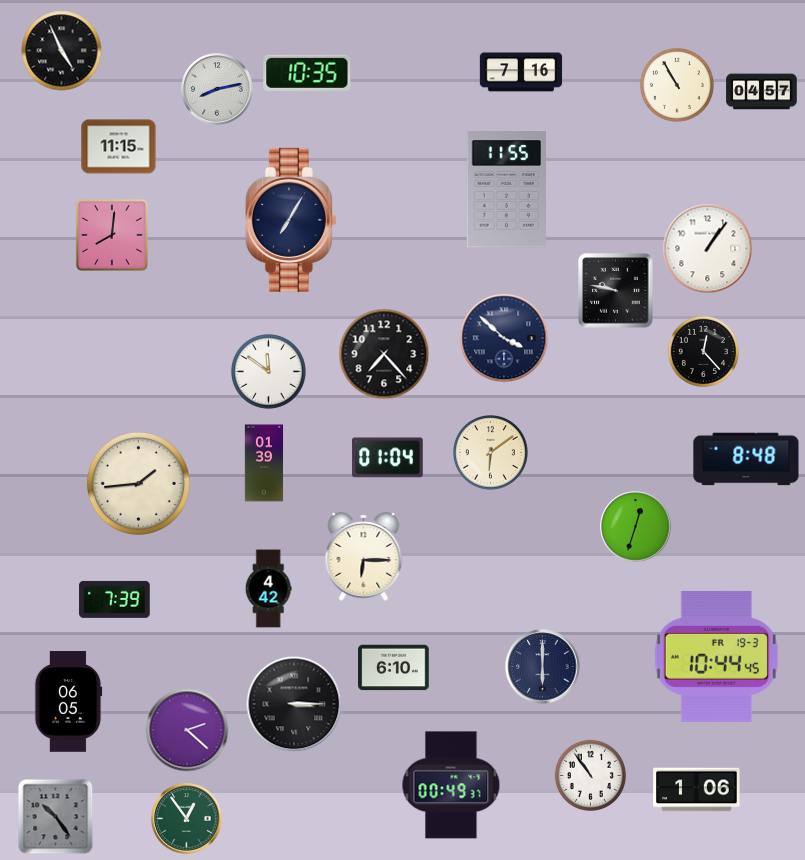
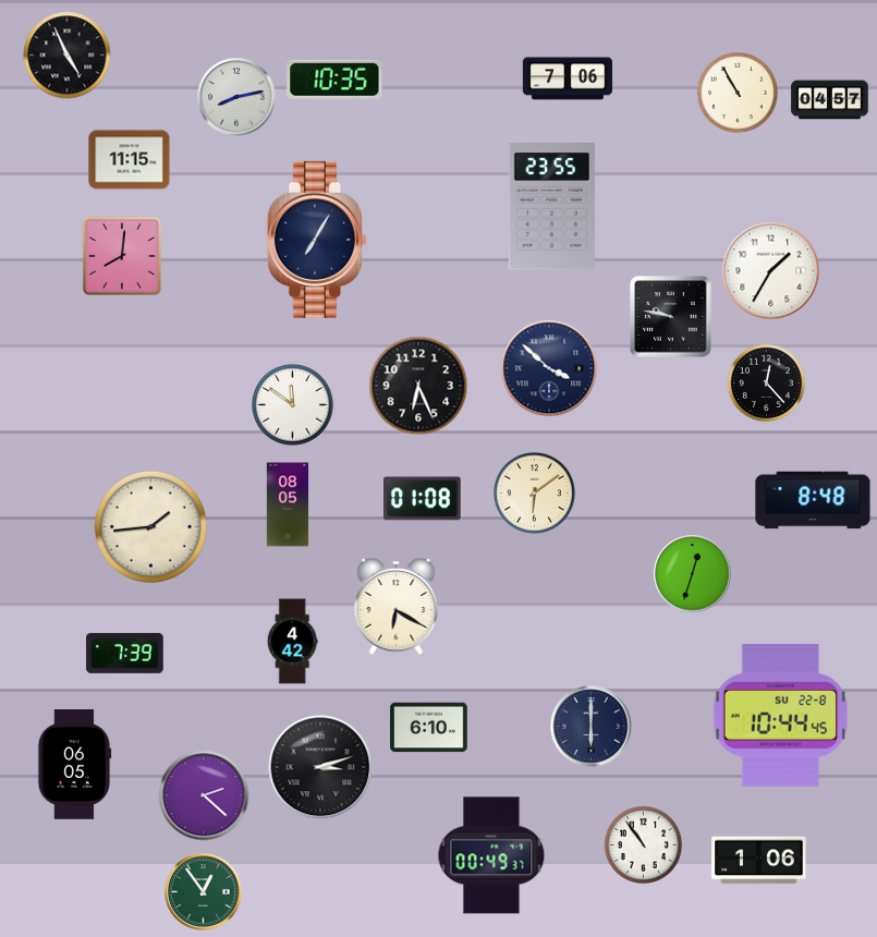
clock at (521, 72): 7:16 -> 7:06
clock at (506, 190): 11:55 -> 23:55
clock at (708, 249): 1:06 -> 1:35
clock at (384, 354): 7:23 -> 6:26
clock at (388, 458): 01:04 -> 01:08
clock at (264, 463): 01:39 -> 08:05
clock at (364, 557): 6:15 -> 6:20
clock at (716, 656) date: FR 19-3 -> SU 22-8
clock at (294, 704): 3:15 -> 3:12
clock at (56, 817): 10:24 -> none
